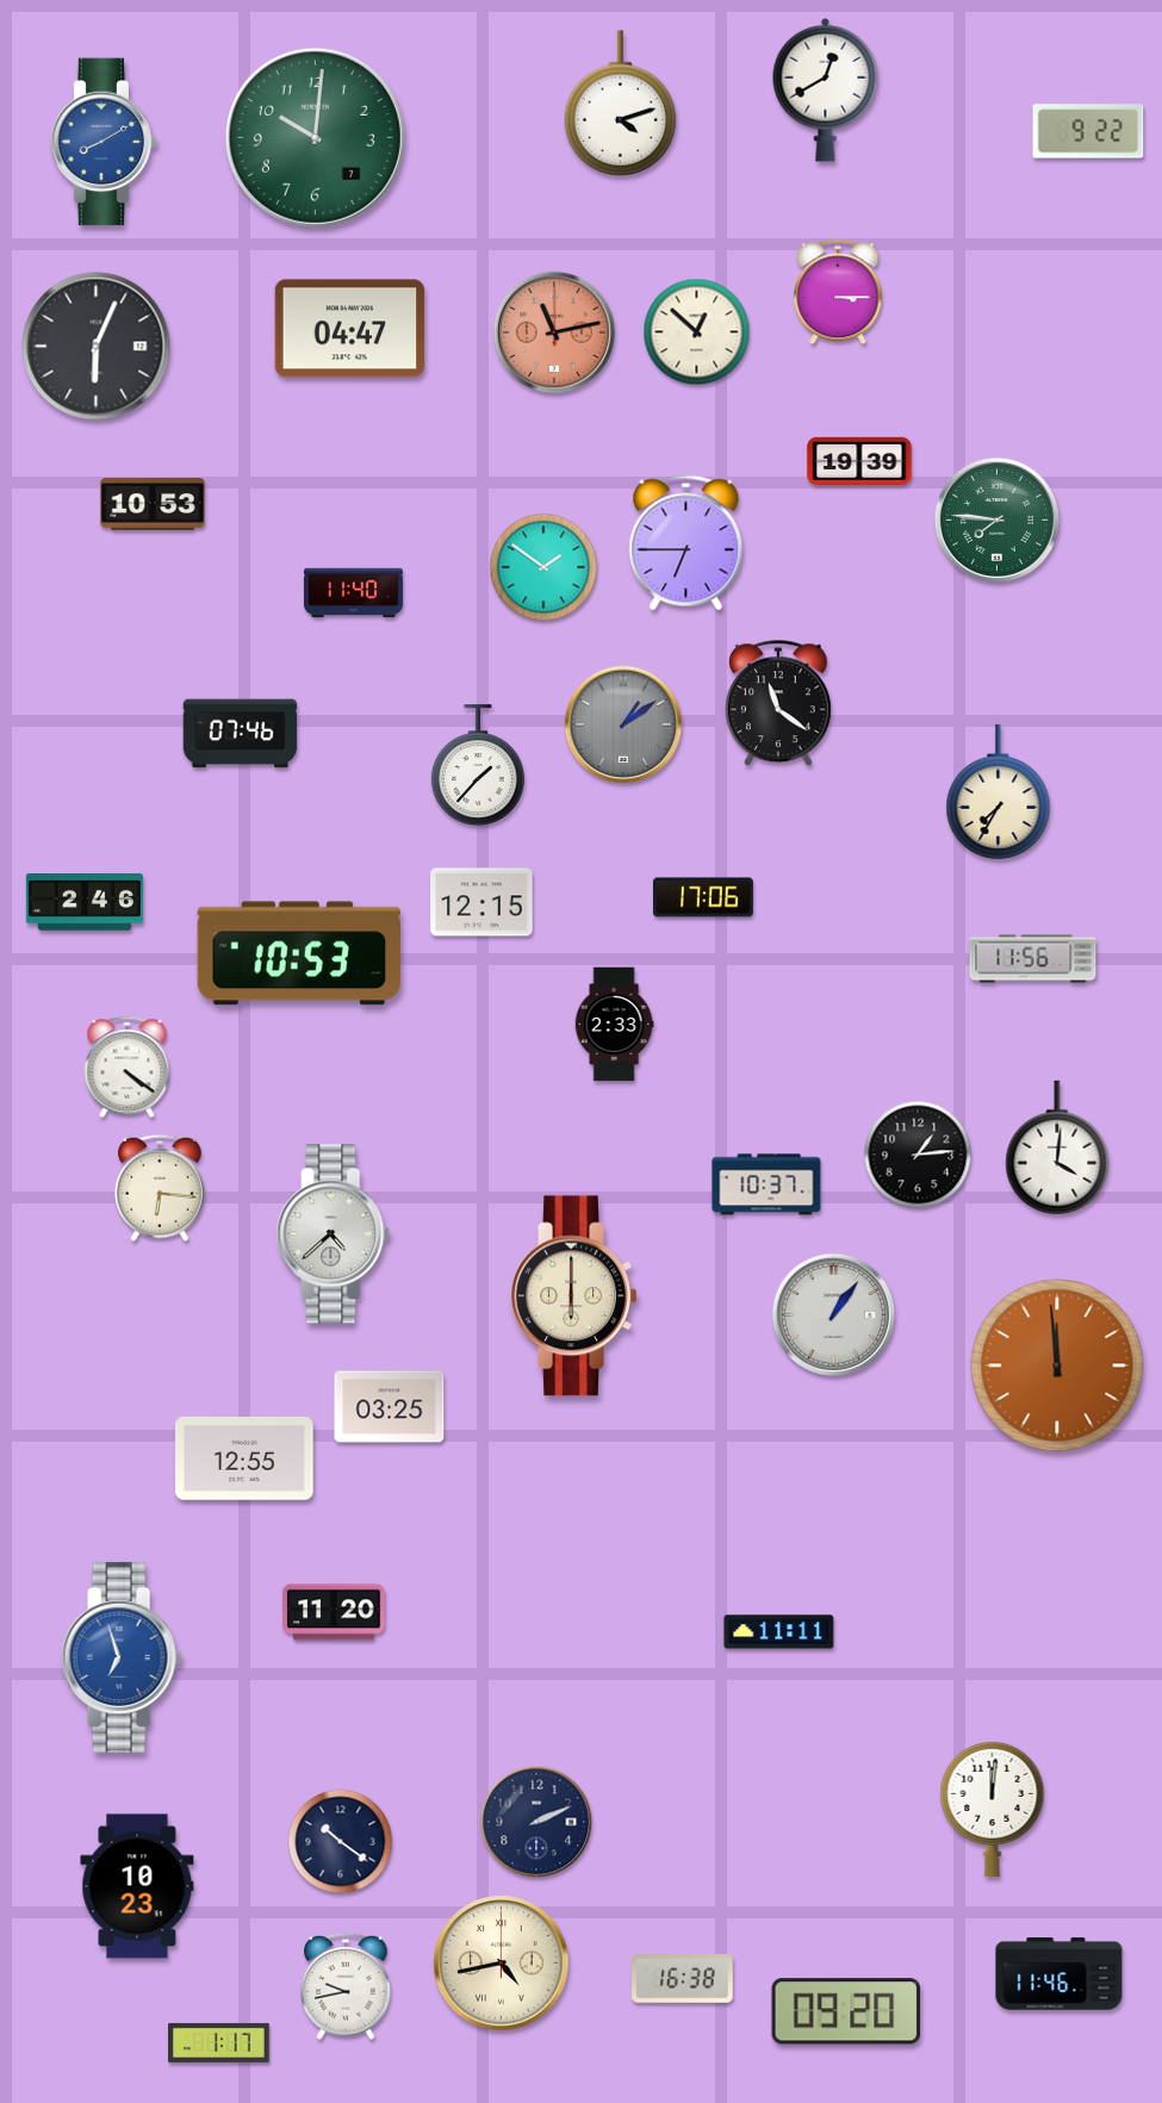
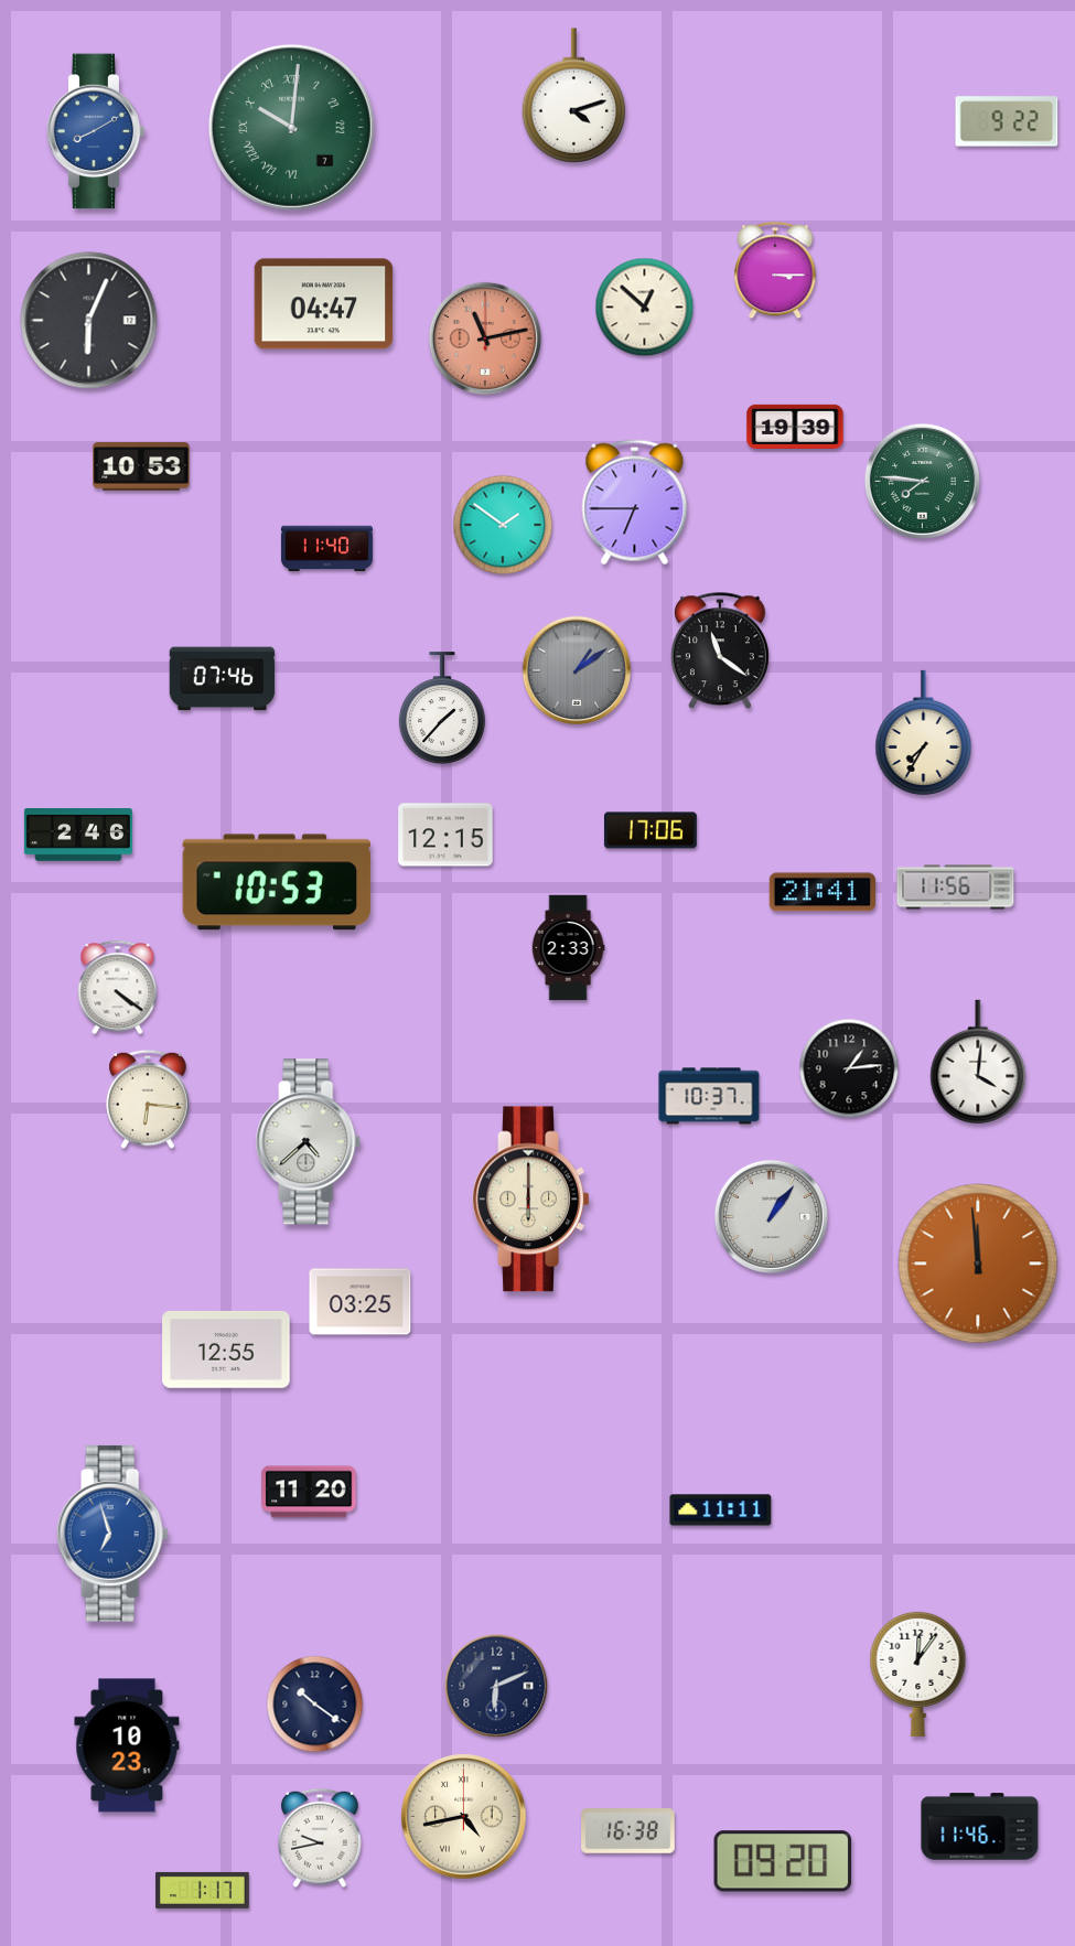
clock at (826, 89): 12:40 -> none
clock at (315, 137) numerals: Arabic -> Roman
clock at (554, 332) position: (554, 332) -> (485, 338)
clock at (821, 892): none -> 21:41
clock at (993, 1809): 12:01 -> 12:06
clock at (536, 1822): 2:11 -> 6:11
clock at (683, 1979) position: (683, 1979) -> (628, 1831)
